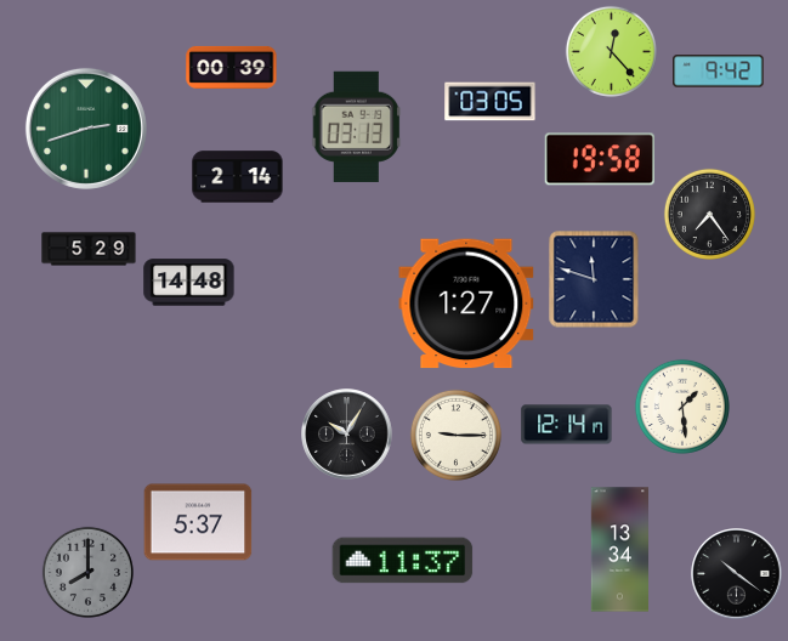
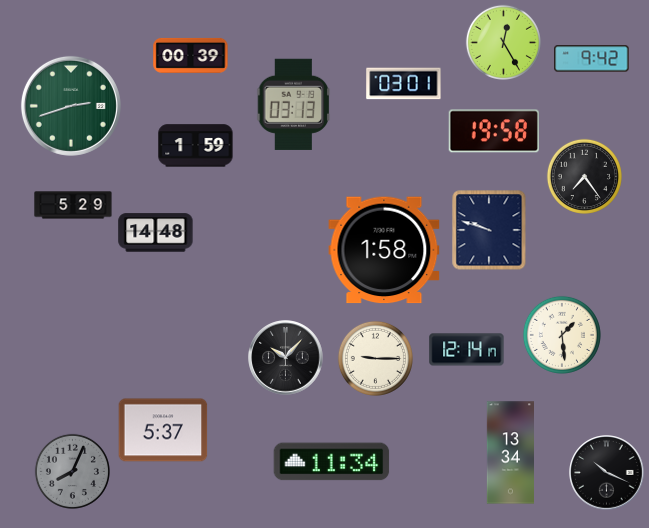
clock at (611, 51): 12:23 -> 12:25
clock at (491, 102): 03:05 -> 03:01
clock at (238, 177): 2:14 -> 1:59
clock at (594, 279): 11:48 -> 9:48
clock at (466, 304): 1:27 -> 1:58
clock at (347, 435): 10:05 -> 10:07
clock at (403, 561): 11:37 -> 11:34
clock at (87, 572): 8:00 -> 8:04
clock at (737, 574): 10:21 -> 10:19
